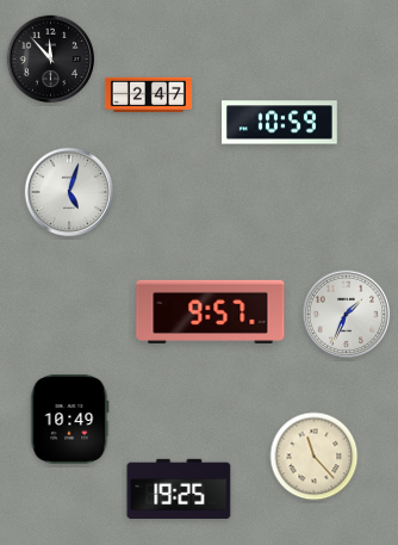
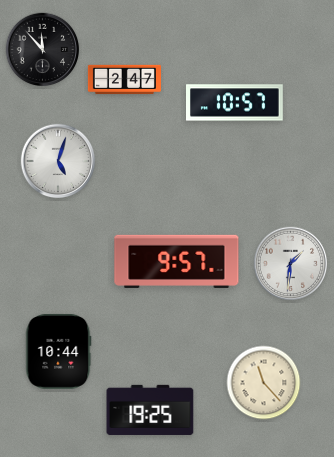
clock at (280, 123): 10:59 -> 10:57
clock at (347, 315): 1:34 -> 1:31
clock at (69, 419): 10:49 -> 10:44
